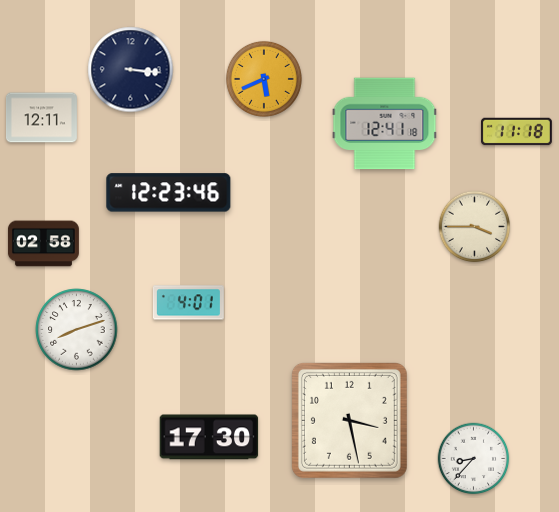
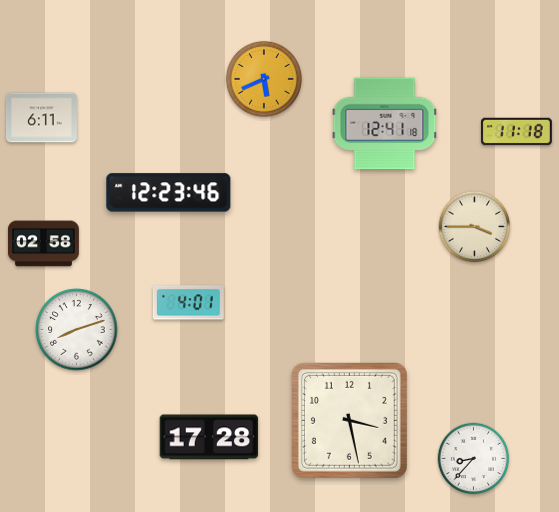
clock at (131, 70): 3:16 -> none
clock at (41, 118): 12:11 -> 6:11
clock at (209, 437): 17:30 -> 17:28
